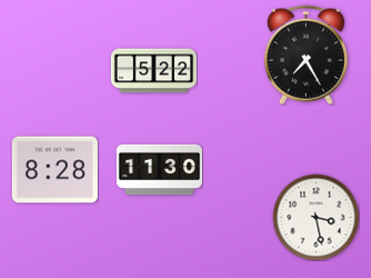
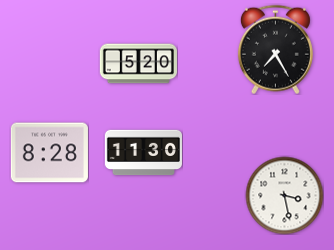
clock at (153, 71): 5:22 -> 5:20
